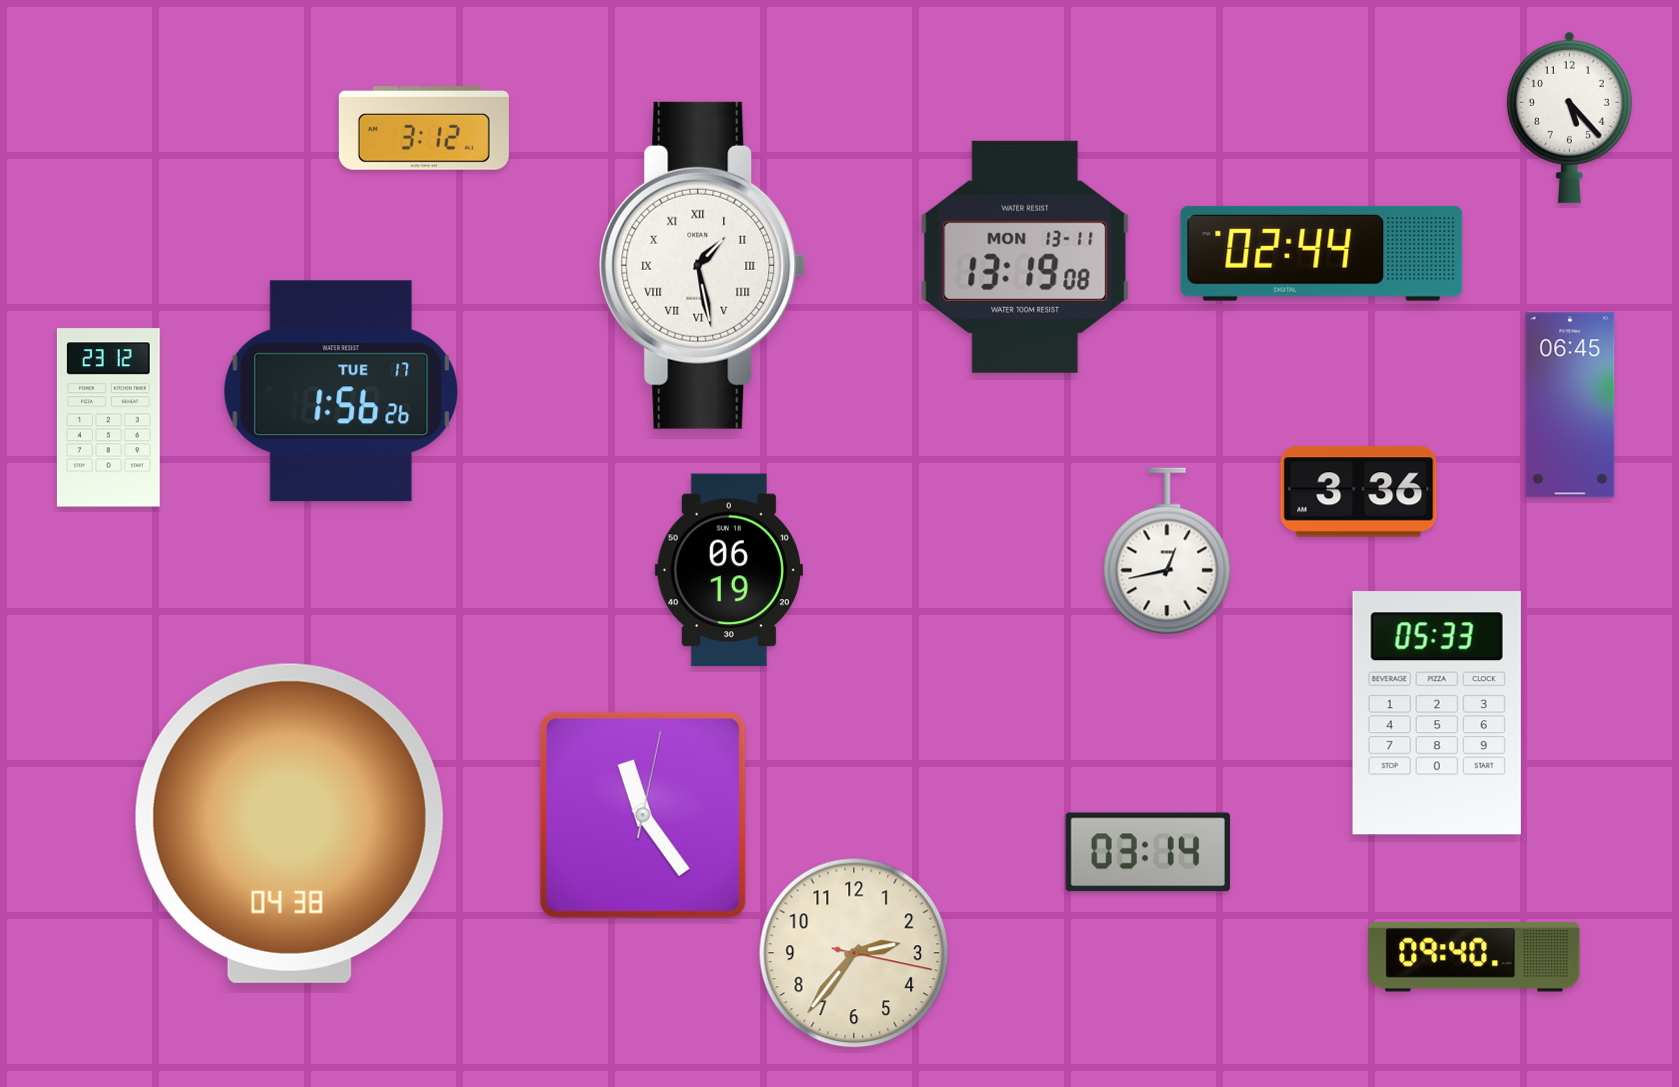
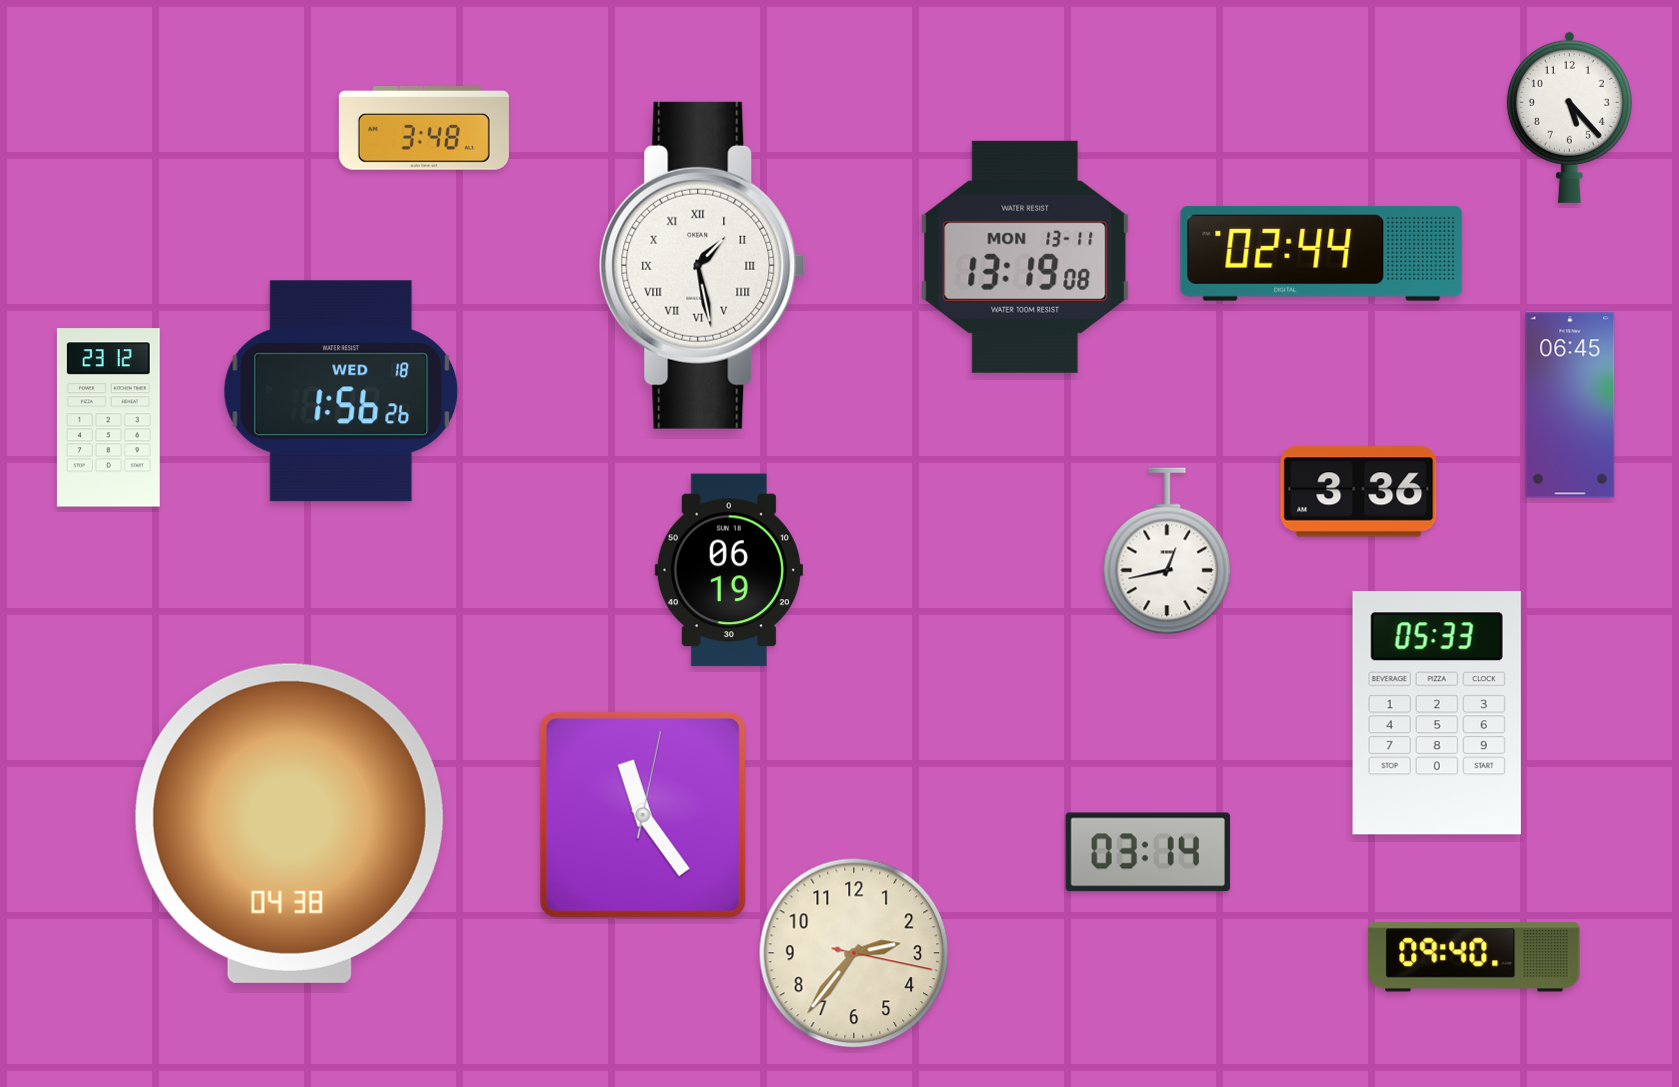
clock at (424, 129): 3:12 -> 3:48
clock at (341, 391) date: TUE 17 -> WED 18
